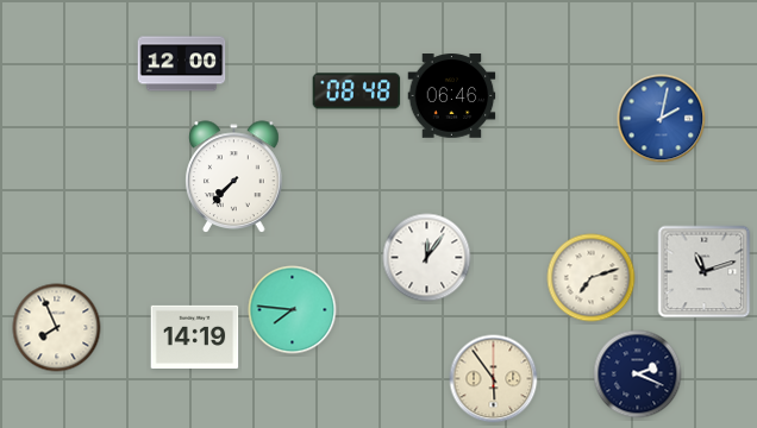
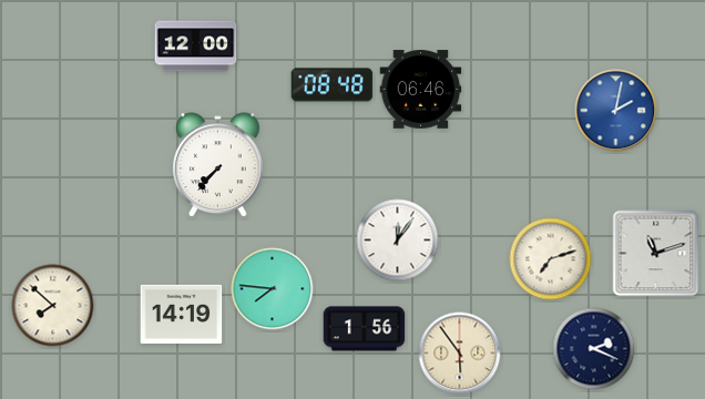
clock at (182, 64) position: (182, 64) -> (196, 47)
clock at (57, 328): 7:56 -> 7:52
clock at (365, 329): none -> 1:56
